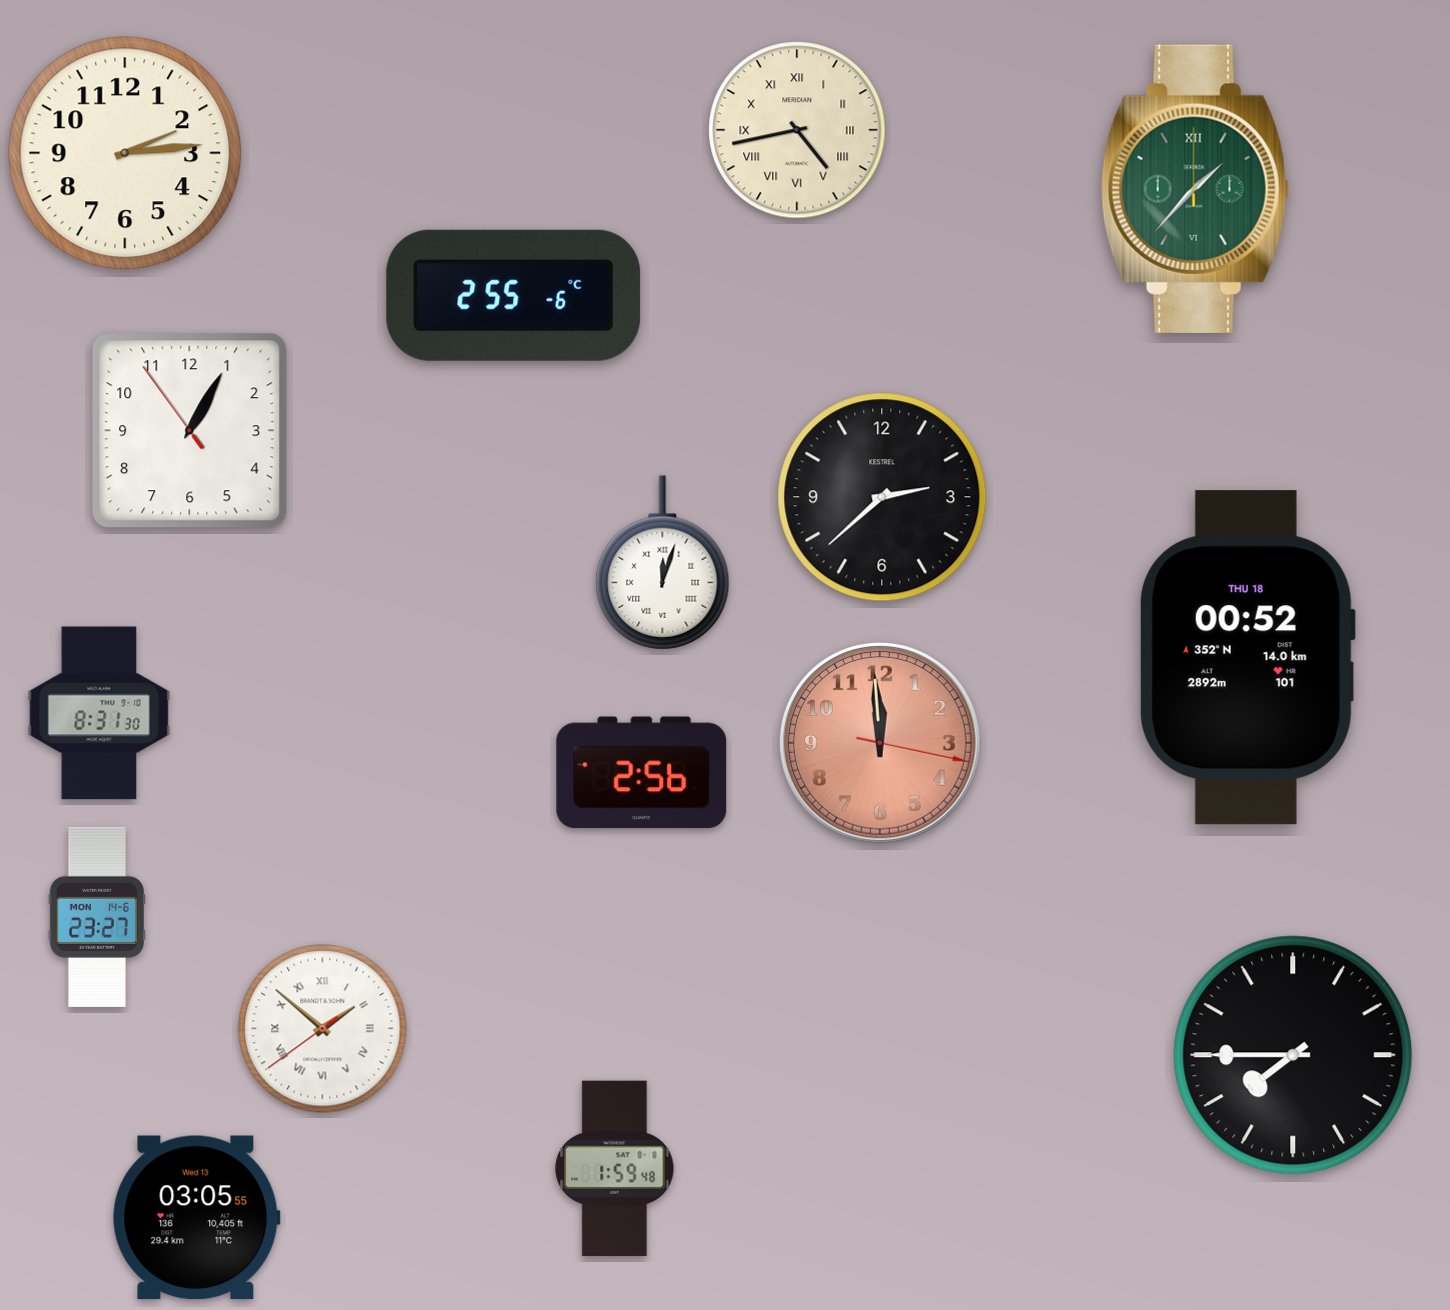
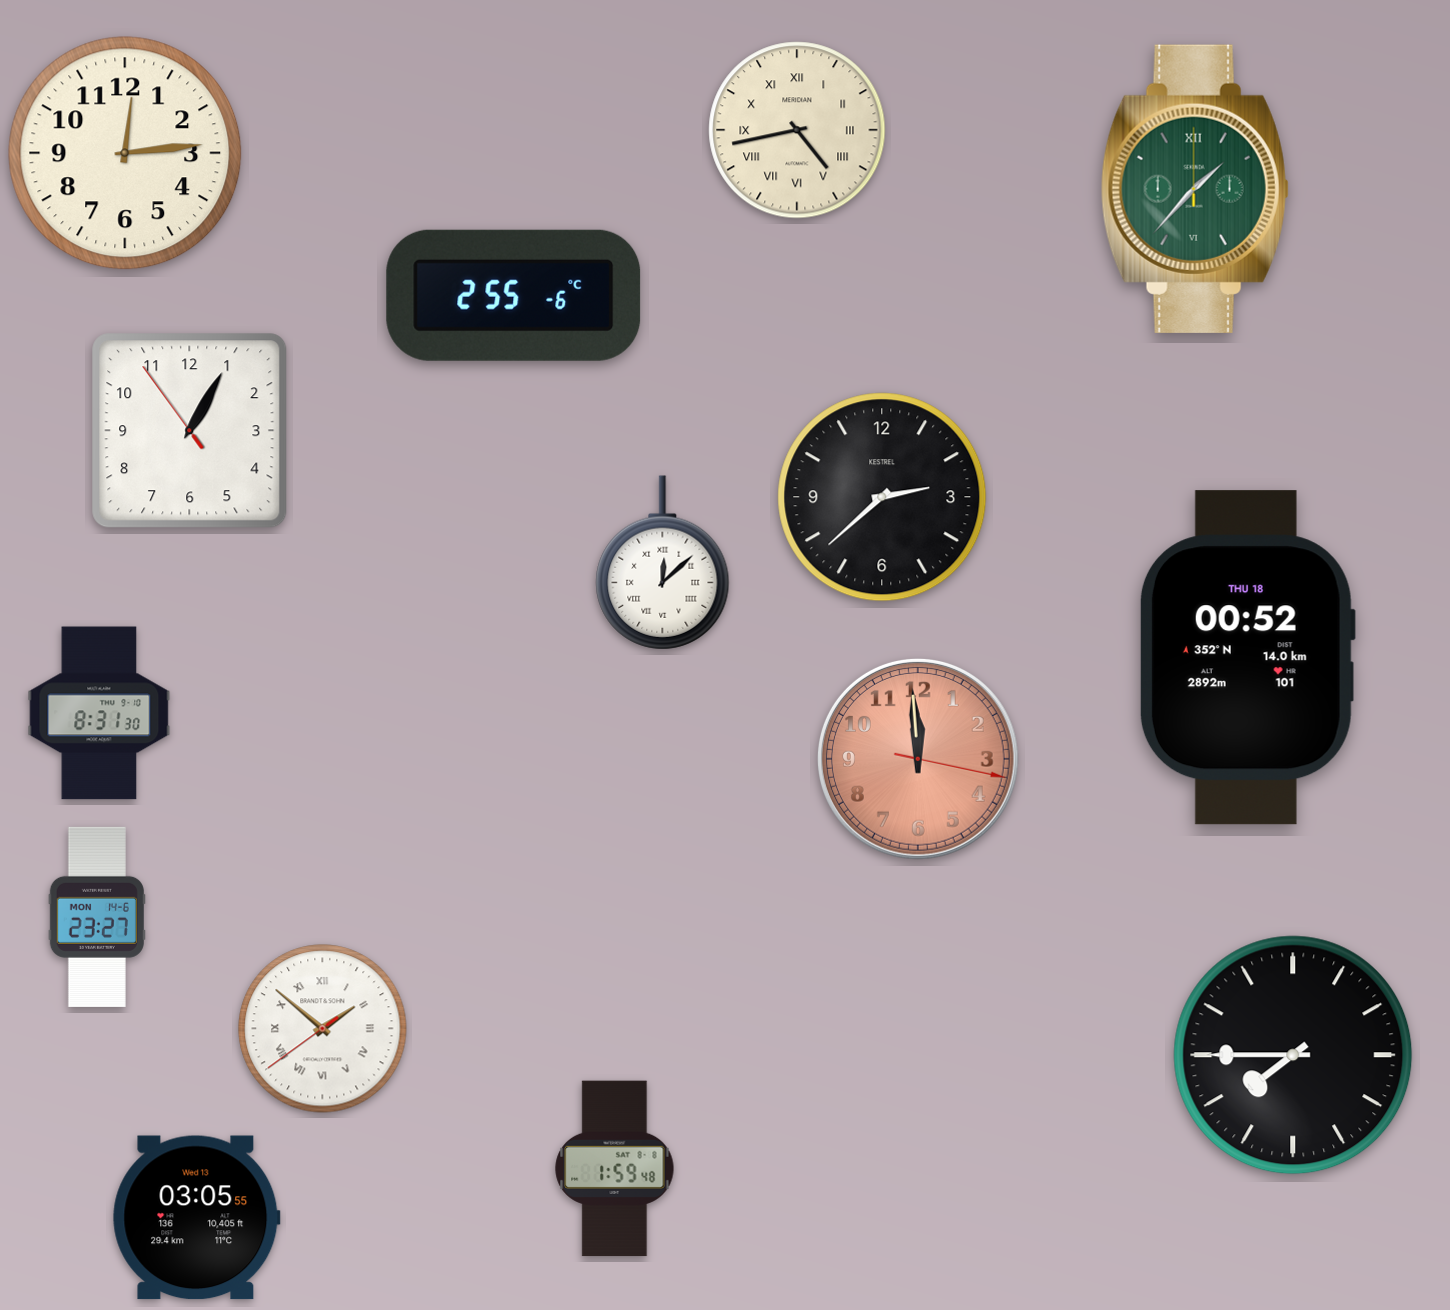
clock at (125, 153): 2:14 -> 12:14
clock at (663, 563): 12:03 -> 12:08
clock at (880, 743) position: (880, 743) -> (918, 759)
clock at (642, 773): 2:56 -> none
